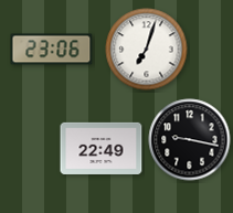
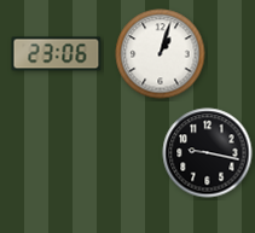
clock at (147, 50): 7:03 -> 1:03
clock at (102, 148): 22:49 -> none
